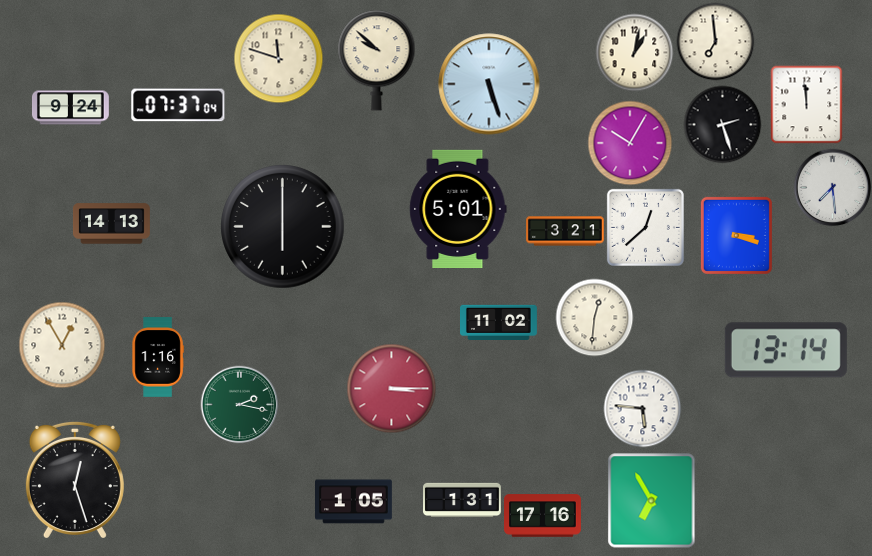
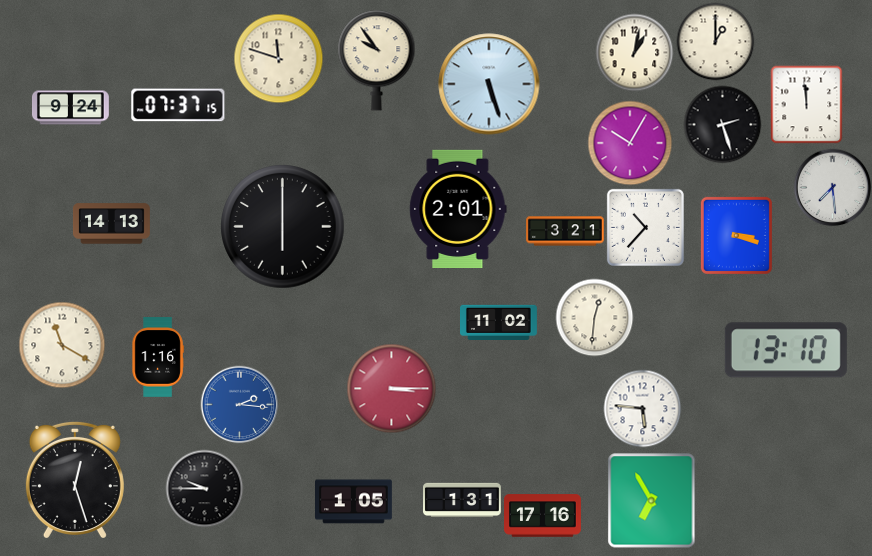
clock at (715, 41): 6:59 -> 1:00
clock at (377, 61): 9:52 -> 9:54
clock at (178, 105): 07:37:04 -> 07:37:15
clock at (458, 208): 5:01 -> 2:01
clock at (645, 227): 12:38 -> 10:37
clock at (62, 345): 12:55 -> 11:20
clock at (786, 350): 13:14 -> 13:10
clock at (239, 404): 2:17 -> 2:16
clock at (239, 404) dial: green -> blue
clock at (204, 488): none -> 9:45
